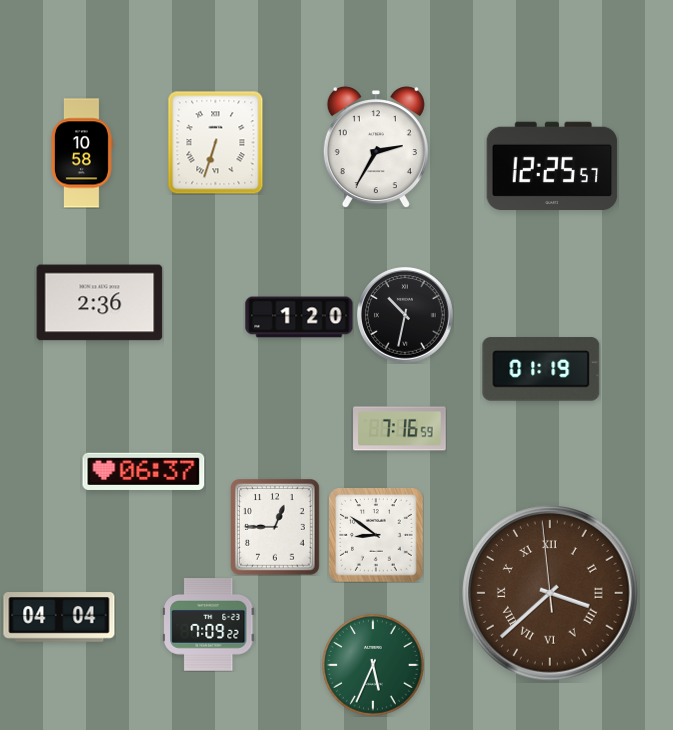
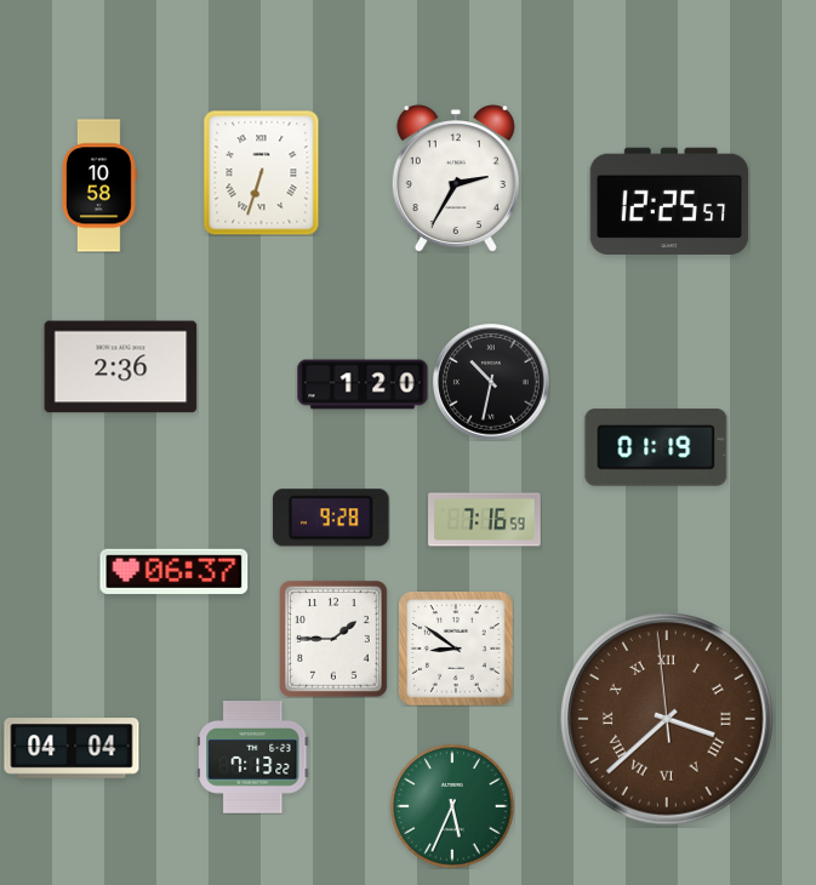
clock at (332, 518): none -> 9:28
clock at (276, 528): 12:45 -> 1:45
clock at (209, 625): 7:09 -> 7:13
